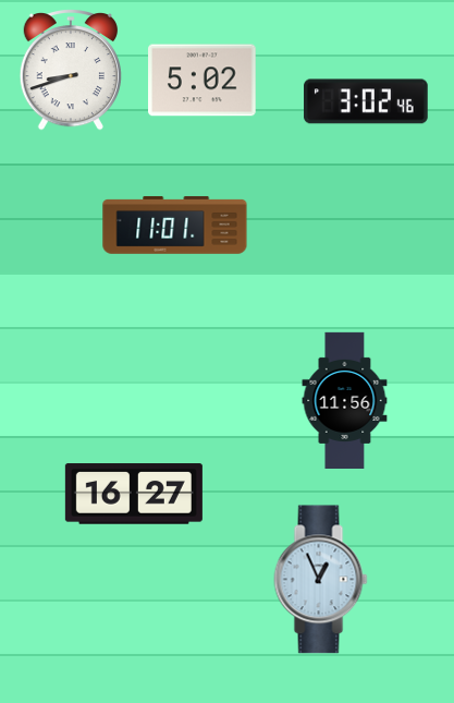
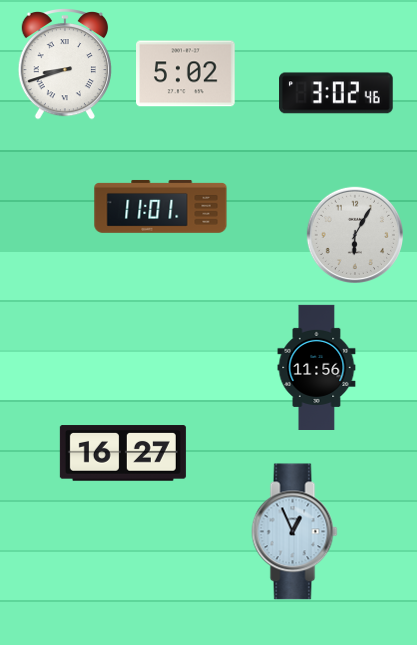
clock at (354, 234): none -> 6:05
